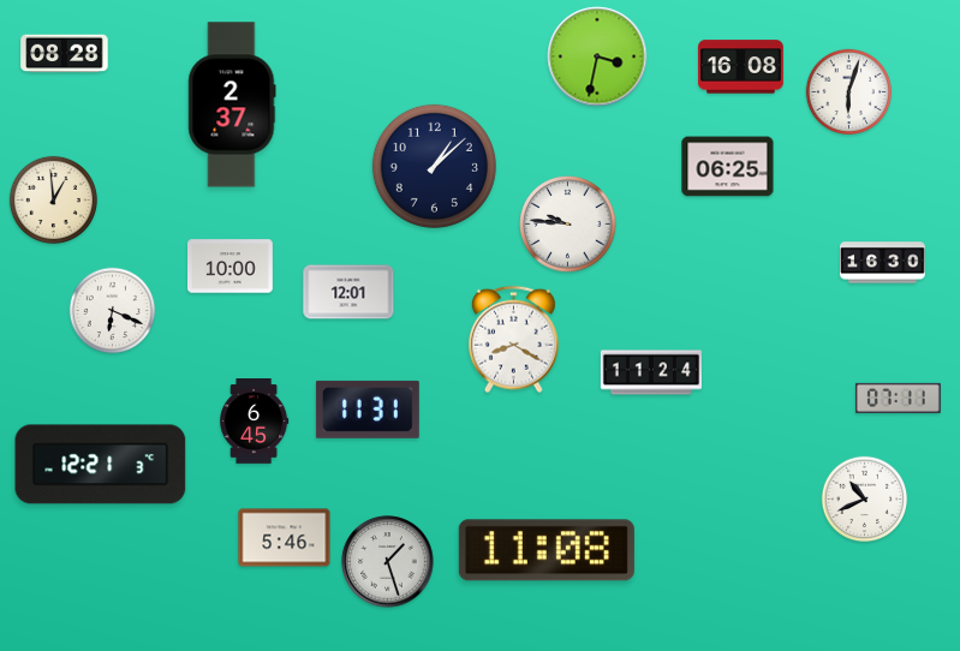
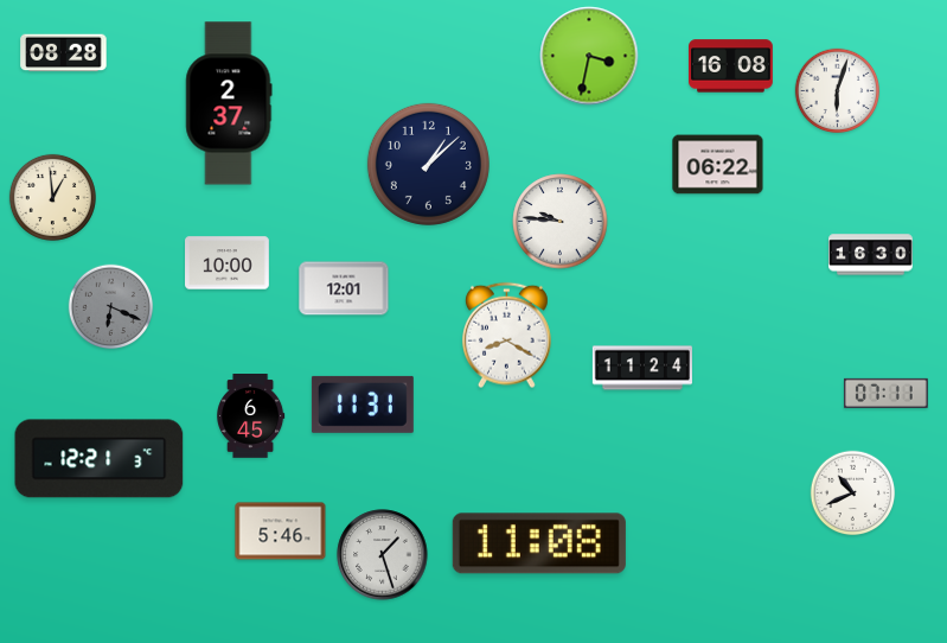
clock at (728, 167): 06:25 -> 06:22
clock at (883, 263) position: (883, 263) -> (871, 255)
clock at (113, 311) dial: white -> grey
